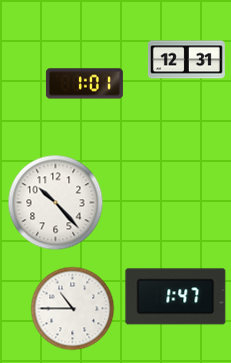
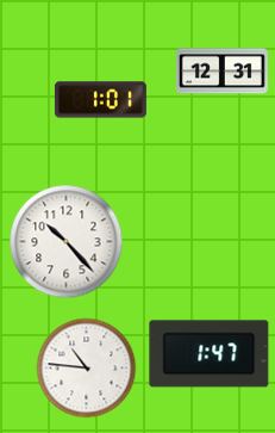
clock at (72, 308): 10:45 -> 10:46
